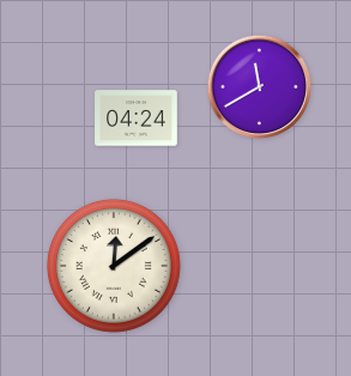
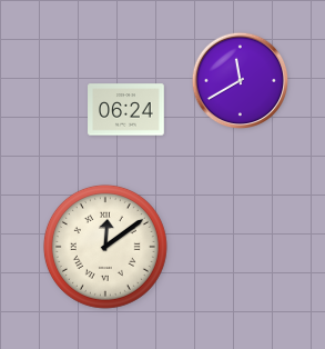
clock at (137, 119): 04:24 -> 06:24
